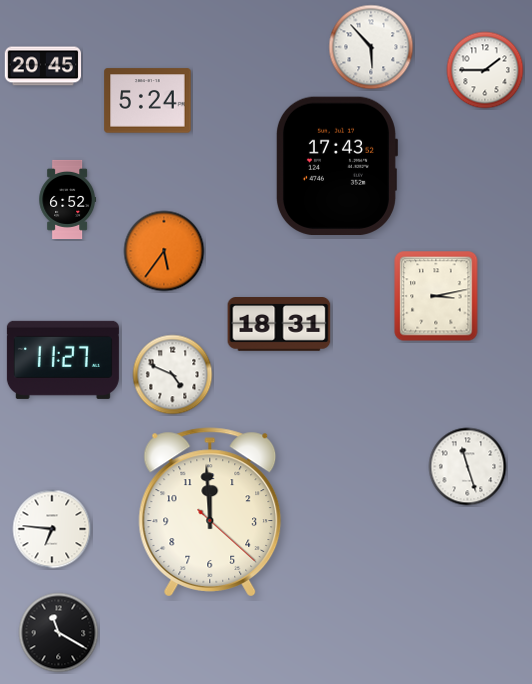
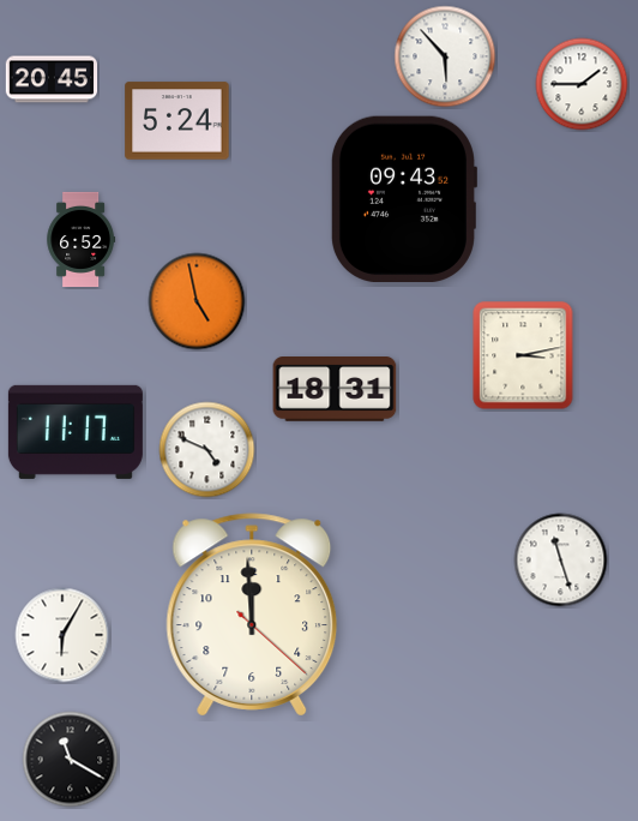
clock at (336, 165): 17:43 -> 09:43
clock at (164, 251): 5:36 -> 4:58
clock at (63, 360): 11:27 -> 11:17
clock at (52, 529): 6:46 -> 6:05
